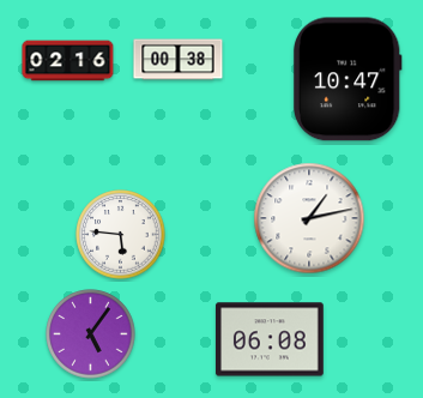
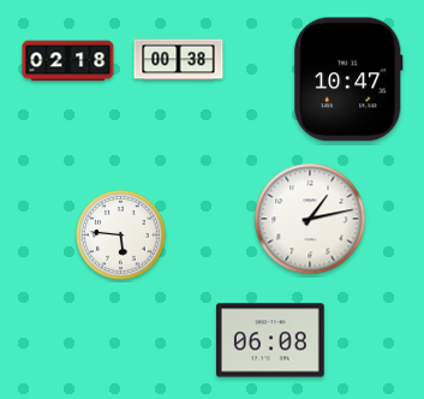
clock at (68, 61): 02:16 -> 02:18
clock at (91, 334): 5:06 -> none
